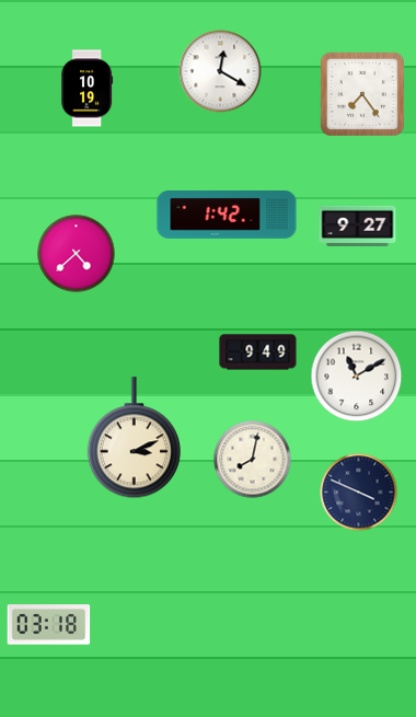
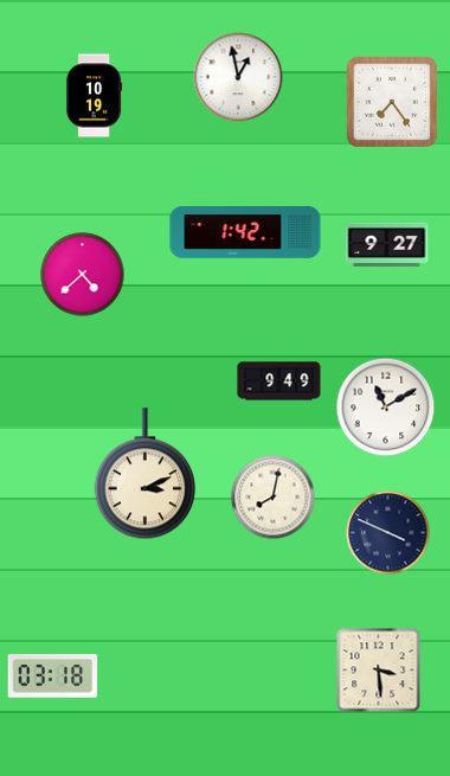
clock at (220, 71): 12:20 -> 12:58
clock at (379, 671): none -> 3:29
